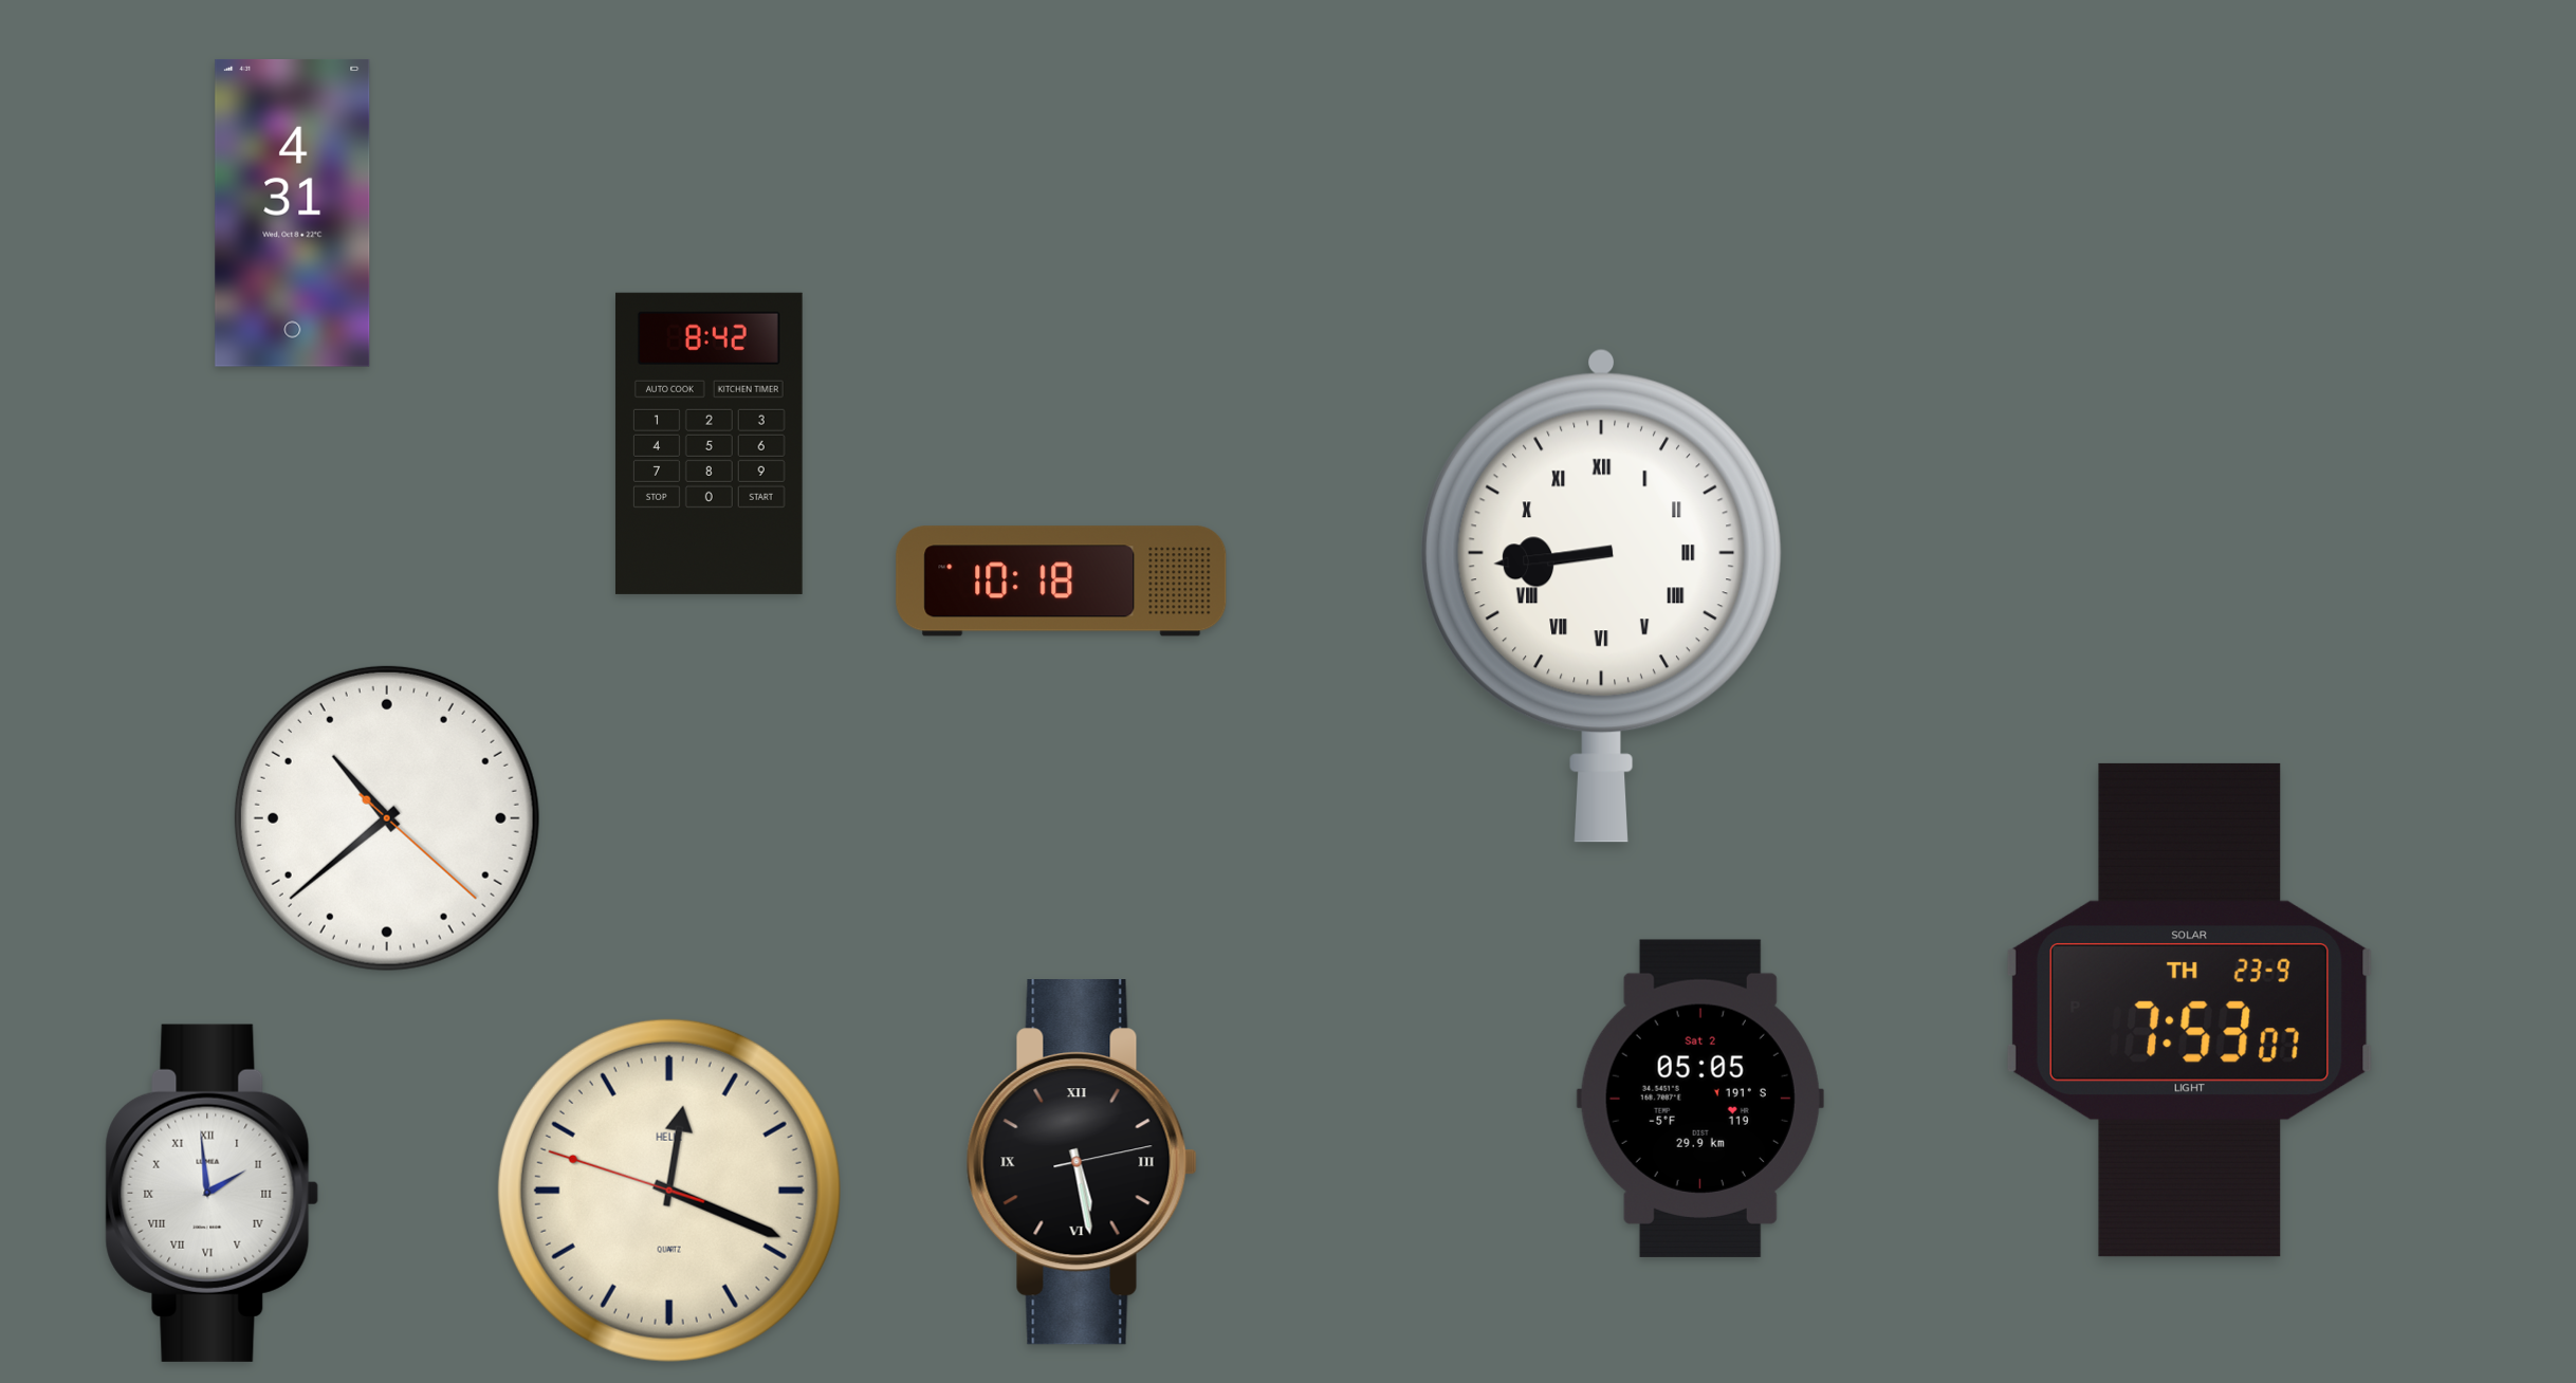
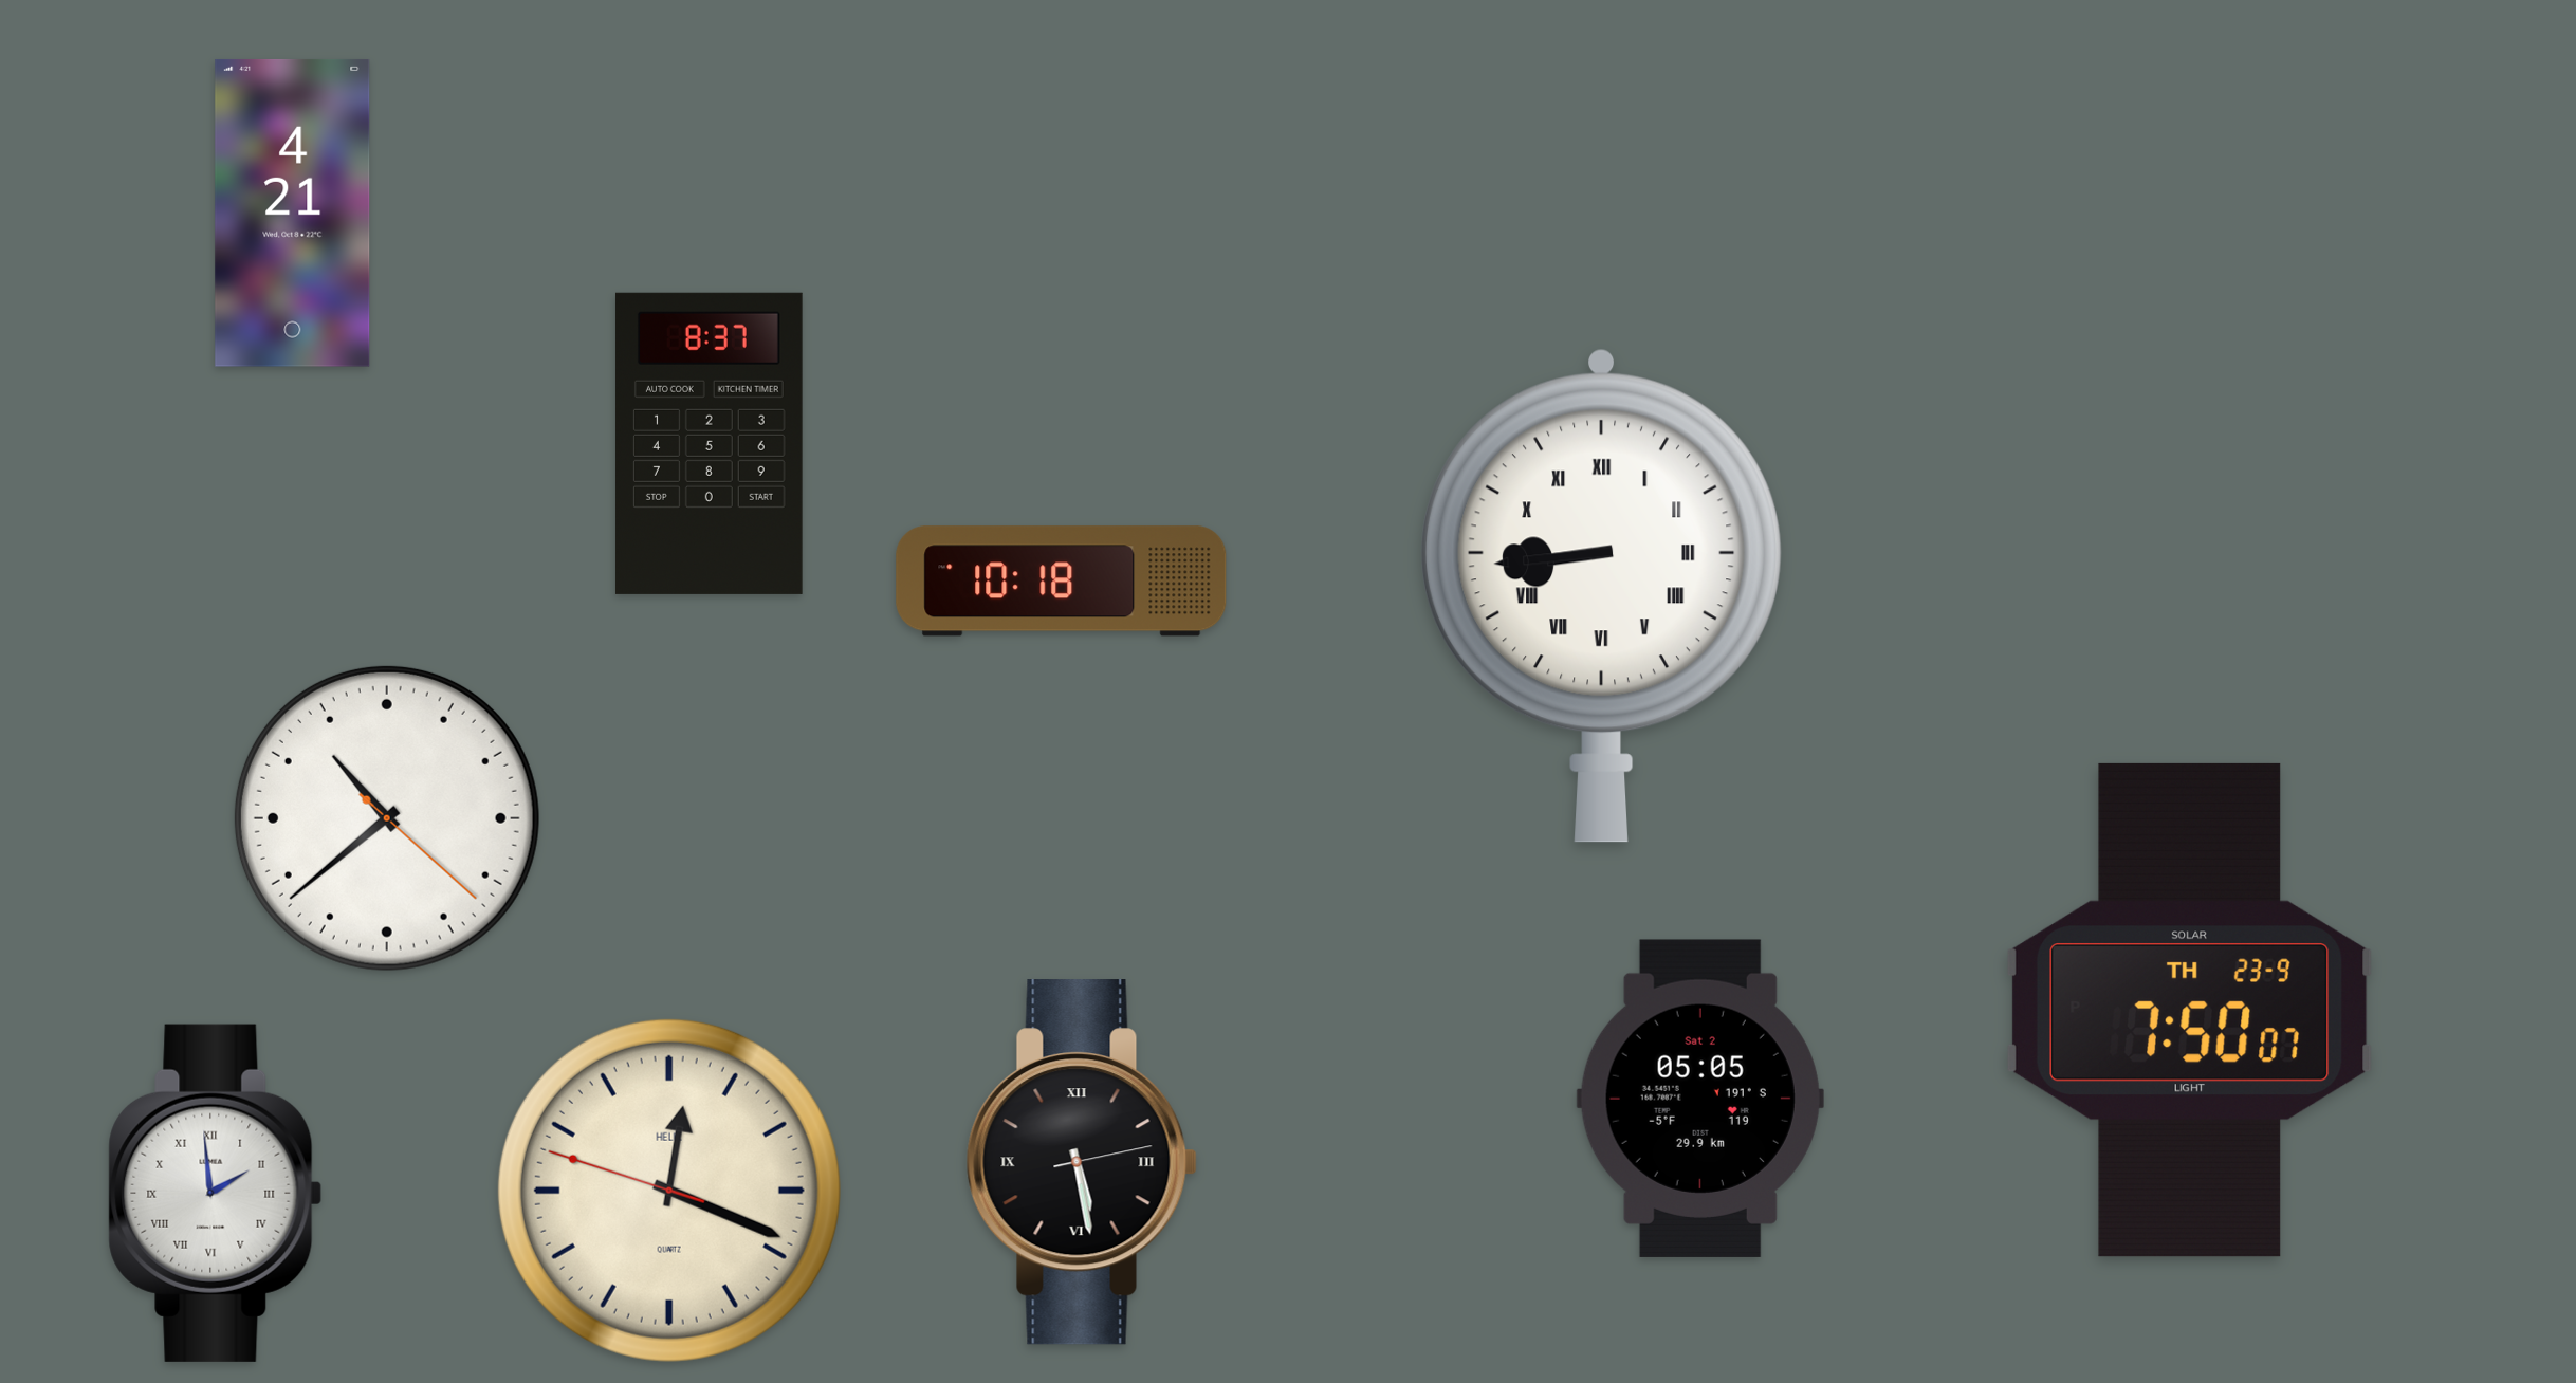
clock at (293, 213): 4:31 -> 4:21
clock at (709, 443): 8:42 -> 8:37
clock at (2189, 1010): 7:53 -> 7:50
clock at (213, 1193) position: (213, 1193) -> (216, 1193)
